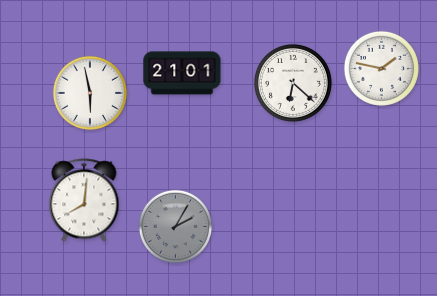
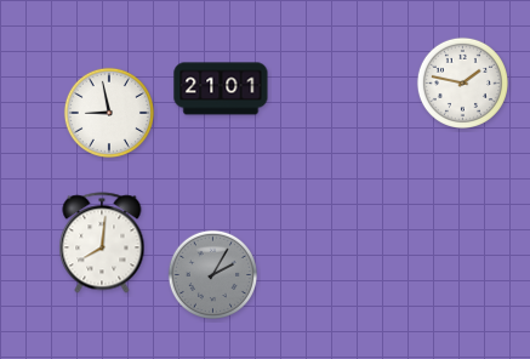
clock at (293, 83): 6:22 -> none
clock at (90, 93): 5:58 -> 8:58
